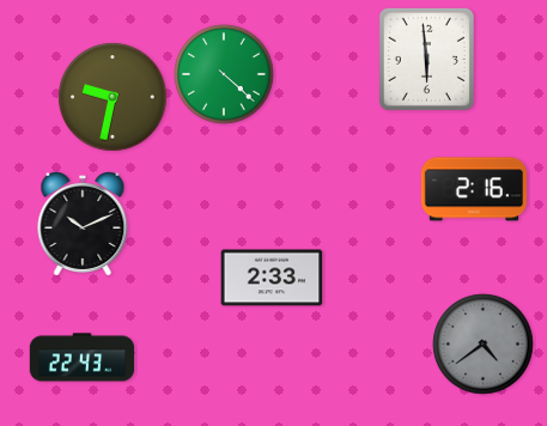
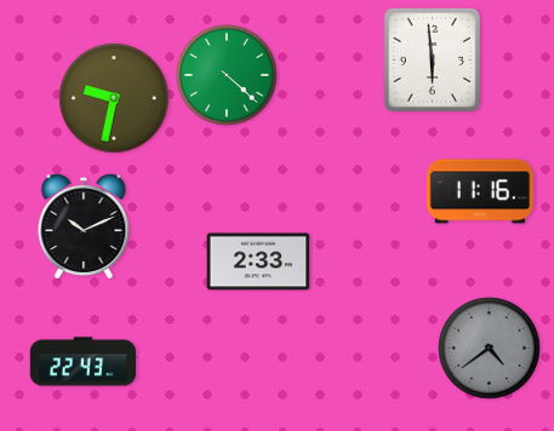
clock at (474, 189): 2:16 -> 11:16
clock at (272, 278) position: (272, 278) -> (258, 262)
